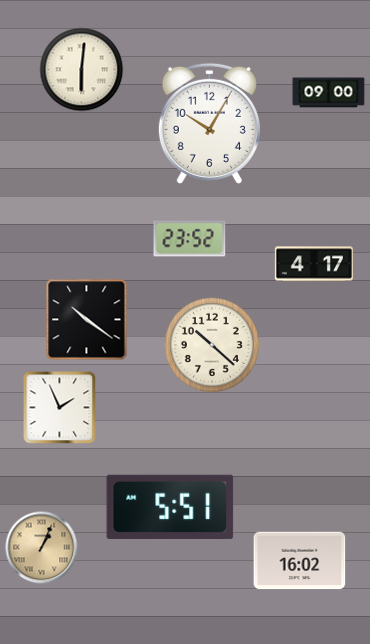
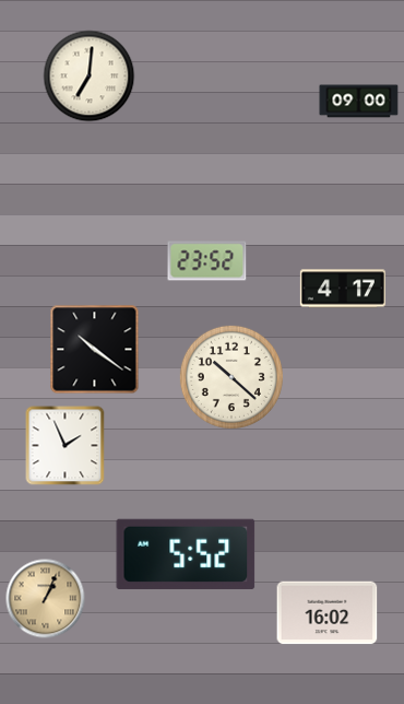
clock at (82, 70): 6:01 -> 7:01
clock at (209, 123): 10:05 -> none
clock at (170, 507): 5:51 -> 5:52
